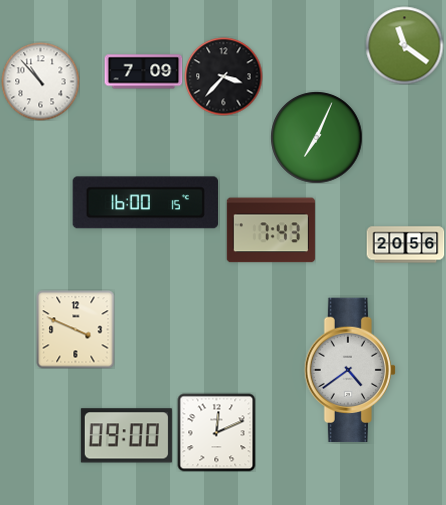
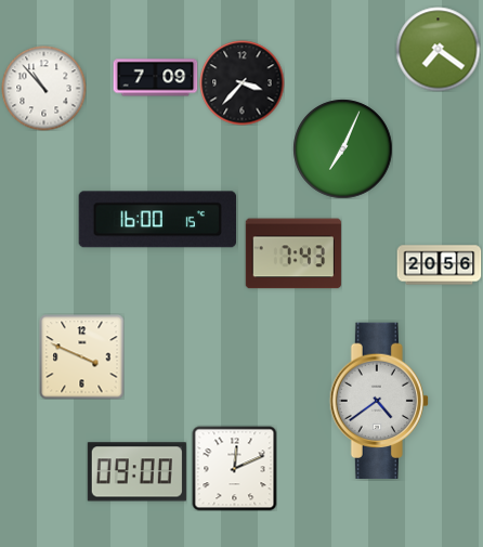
clock at (404, 45): 11:21 -> 7:21
clock at (271, 230) position: (271, 230) -> (293, 253)
